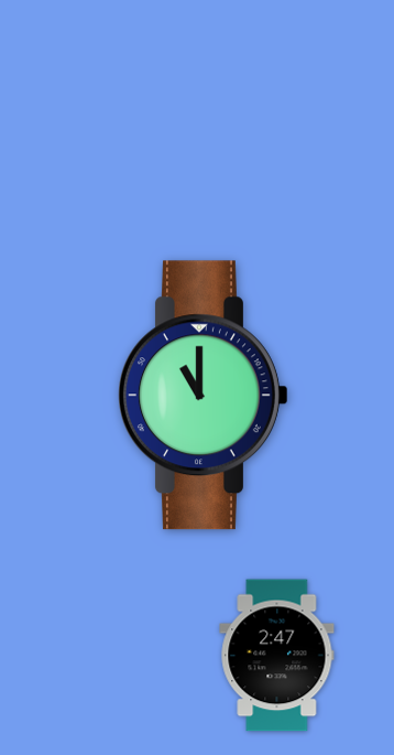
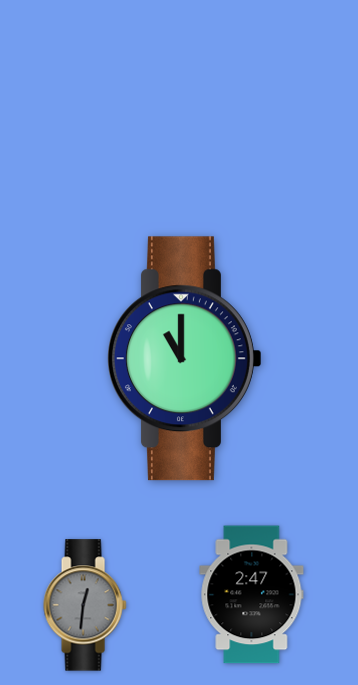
clock at (85, 605): none -> 12:31
